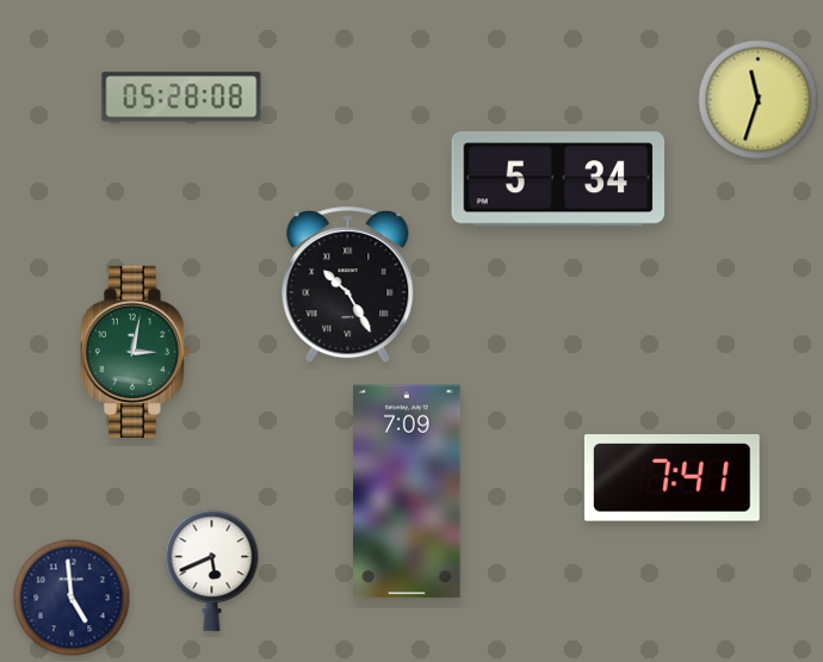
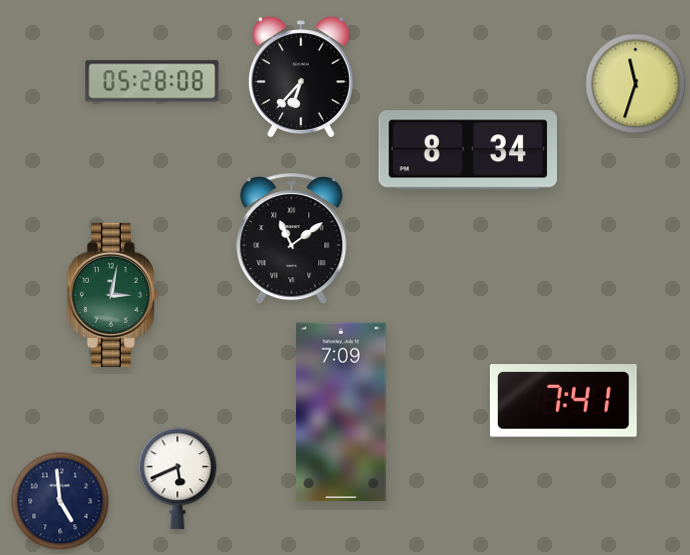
clock at (301, 77): none -> 6:37
clock at (557, 179): 5:34 -> 8:34
clock at (348, 285): 10:25 -> 11:09
